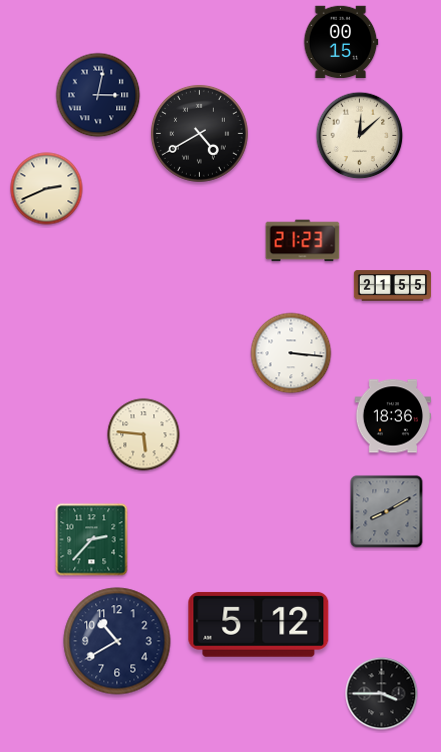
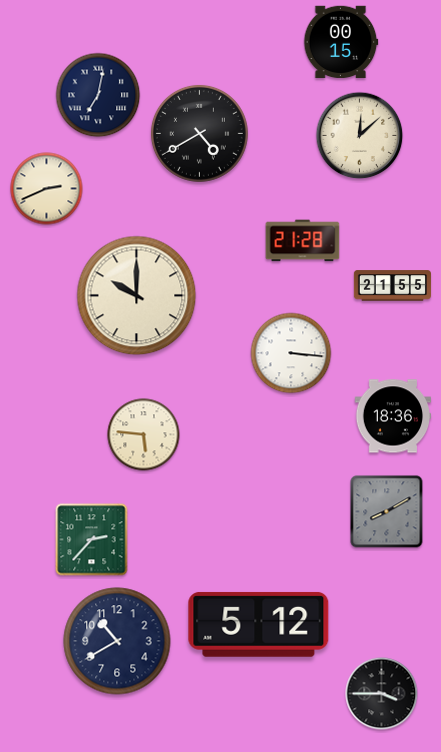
clock at (98, 95): 3:02 -> 7:02
clock at (303, 241): 21:23 -> 21:28
clock at (137, 296): none -> 10:00
